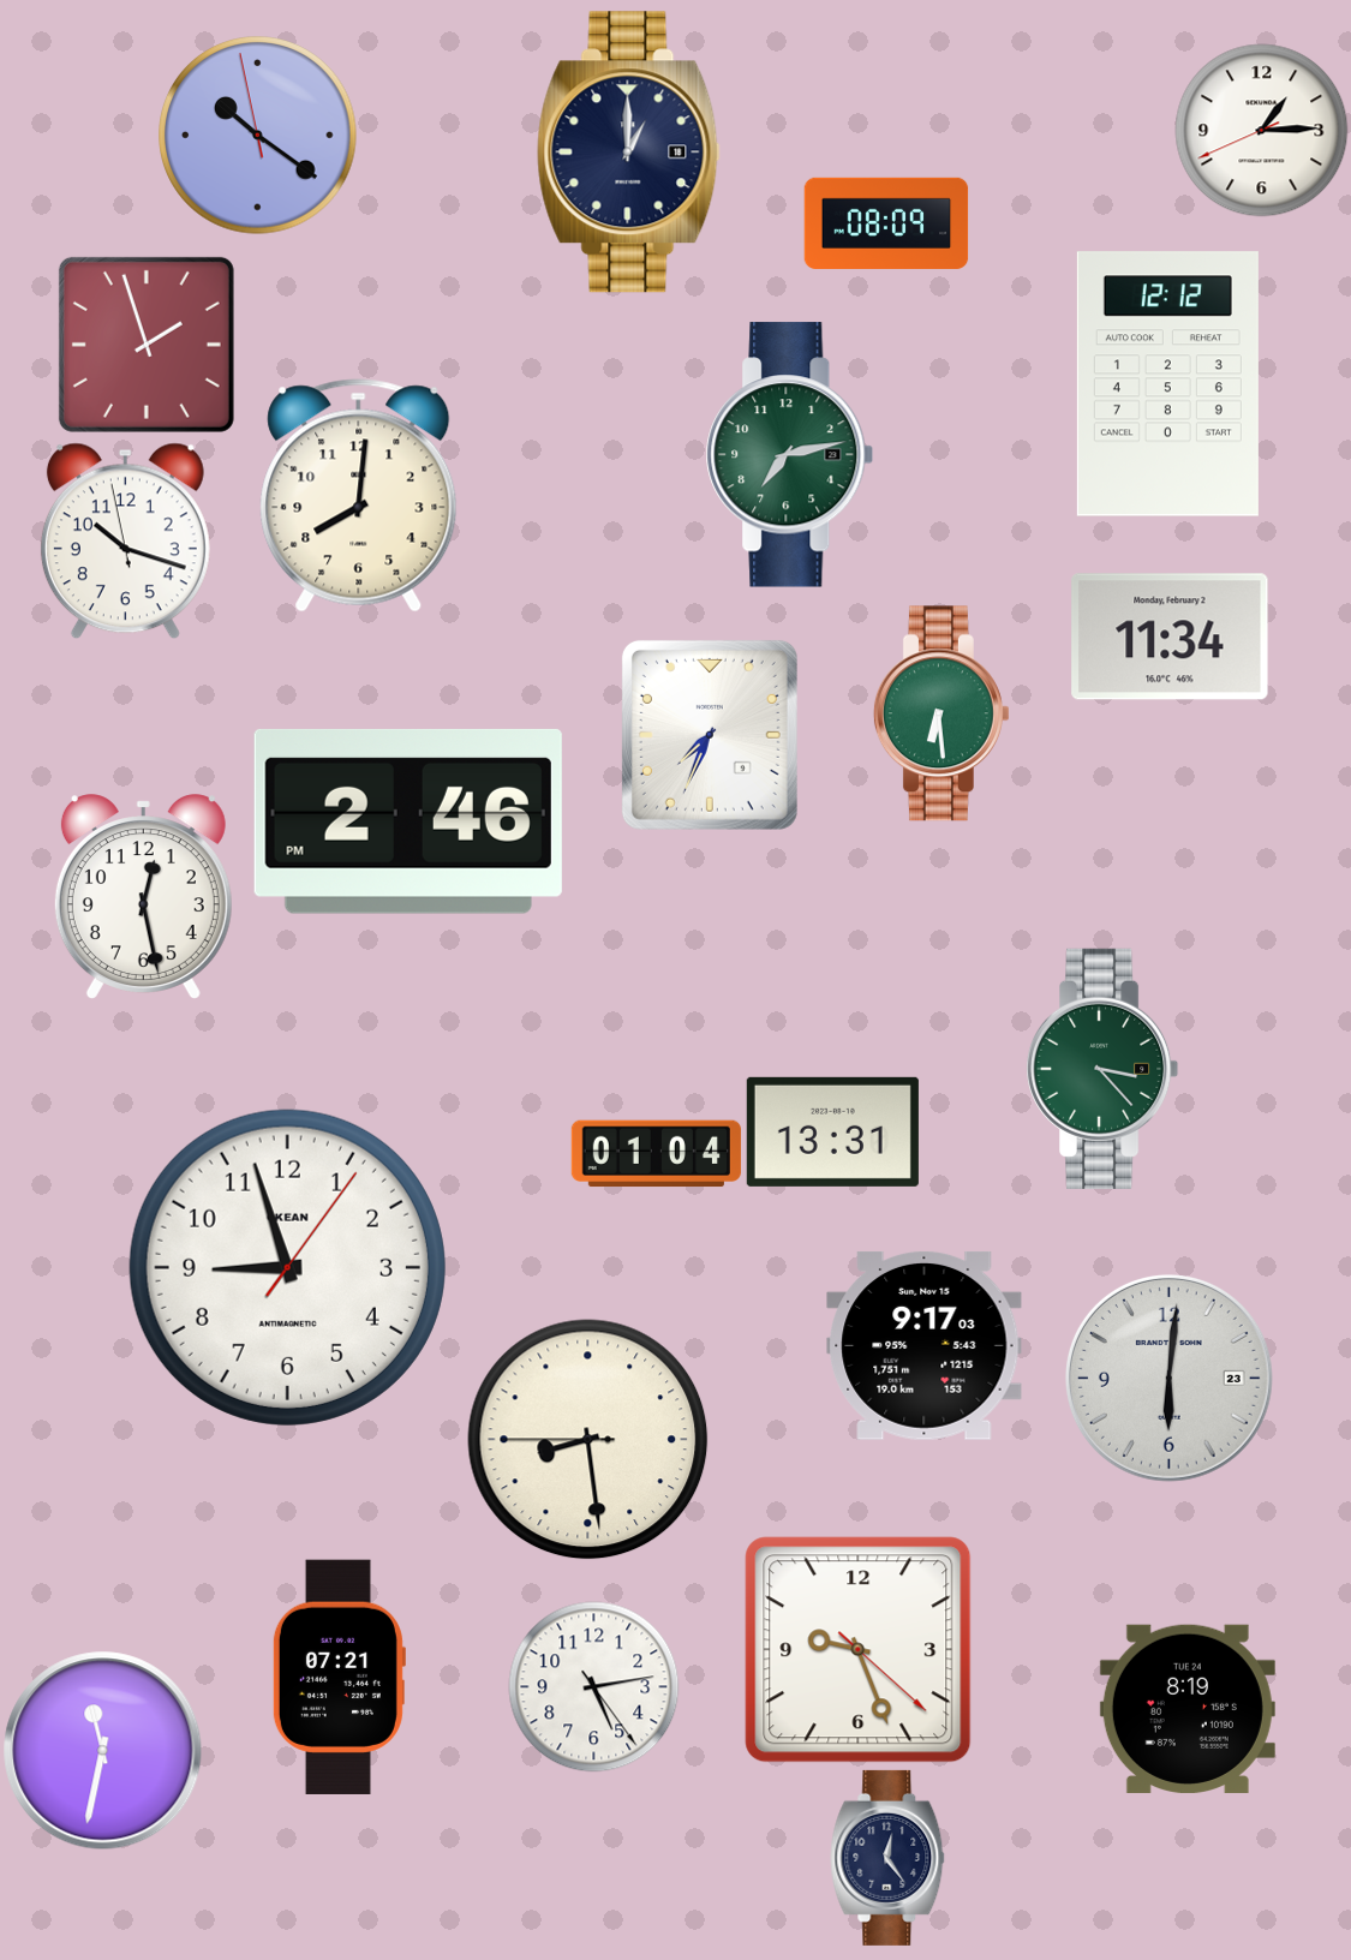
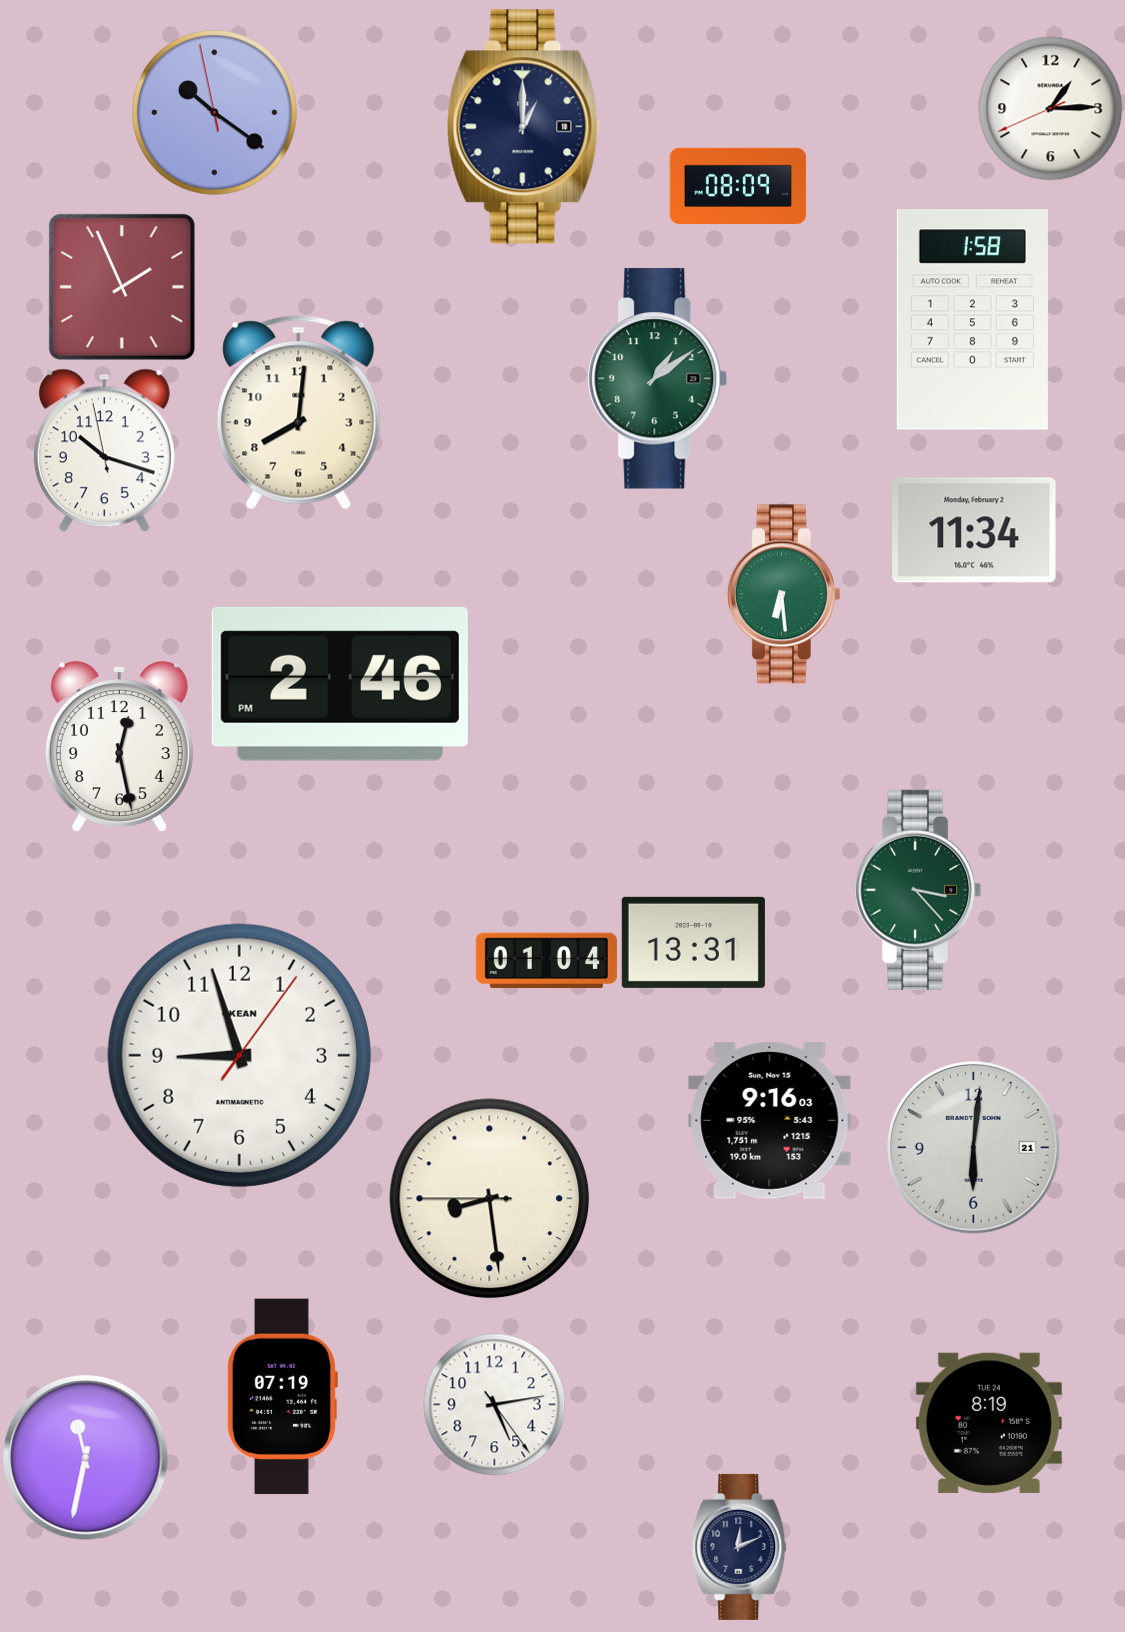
clock at (147, 345): 1:57 -> 1:56
clock at (1167, 384): 12:12 -> 1:58
clock at (790, 455): 7:13 -> 1:09
clock at (710, 735): 7:34 -> none
clock at (925, 1345): 9:17 -> 9:16
clock at (1168, 1378) date: 23 -> 21
clock at (859, 1650): 9:26 -> none
clock at (339, 1677): 07:21 -> 07:19
clock at (887, 1858): 12:24 -> 12:11
